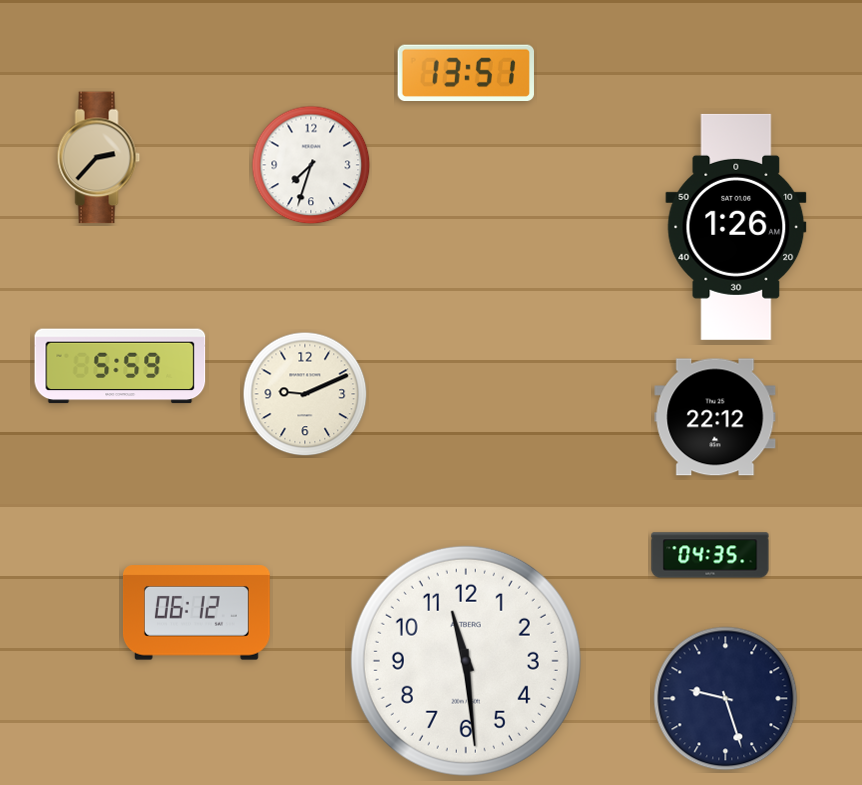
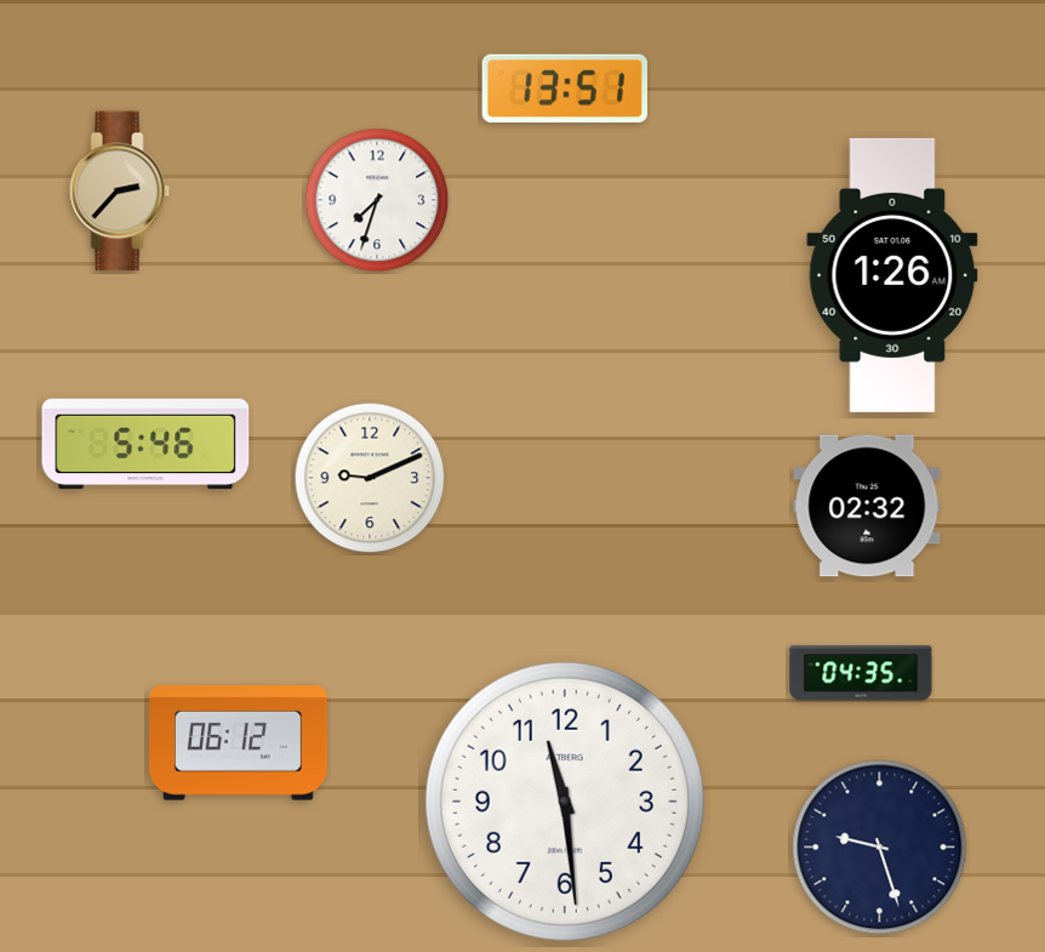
clock at (120, 366): 5:59 -> 5:46
clock at (715, 417): 22:12 -> 02:32
